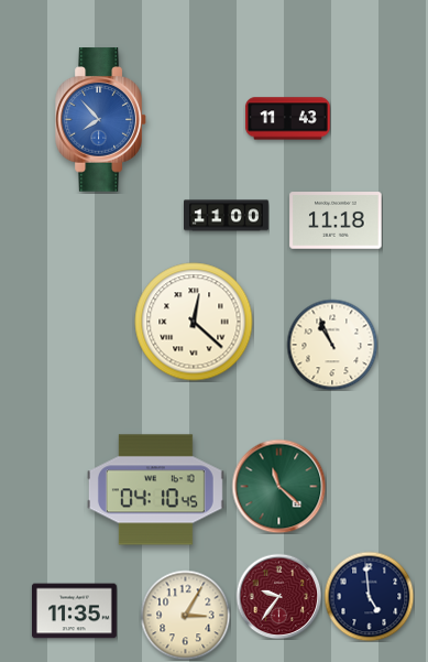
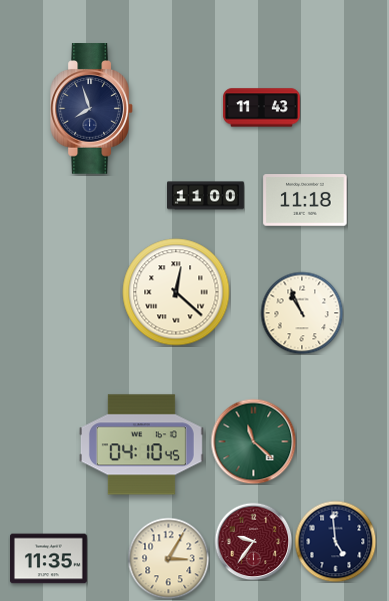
clock at (101, 120): 7:53 -> 7:57
clock at (101, 120) dial: blue -> navy
clock at (75, 611) position: (75, 611) -> (49, 559)
